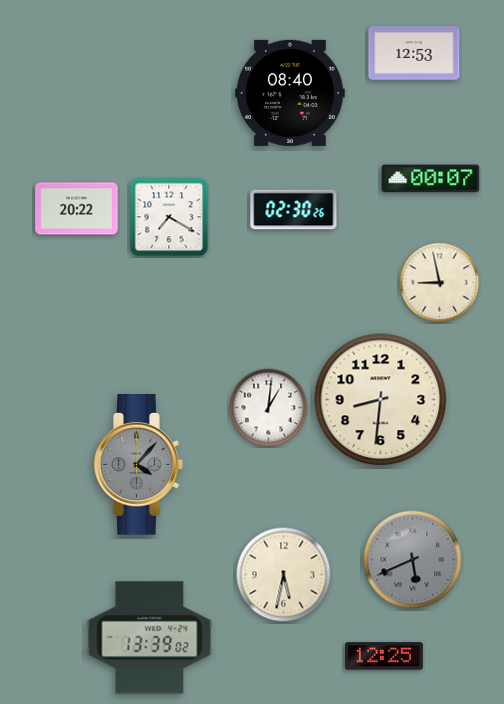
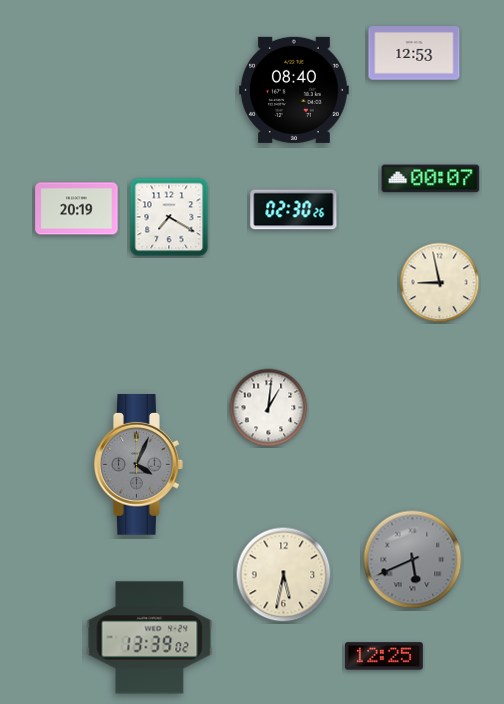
clock at (291, 93) position: (291, 93) -> (295, 90)
clock at (77, 209): 20:22 -> 20:19
clock at (381, 400): 8:31 -> none
clock at (139, 465): 4:07 -> 4:04
